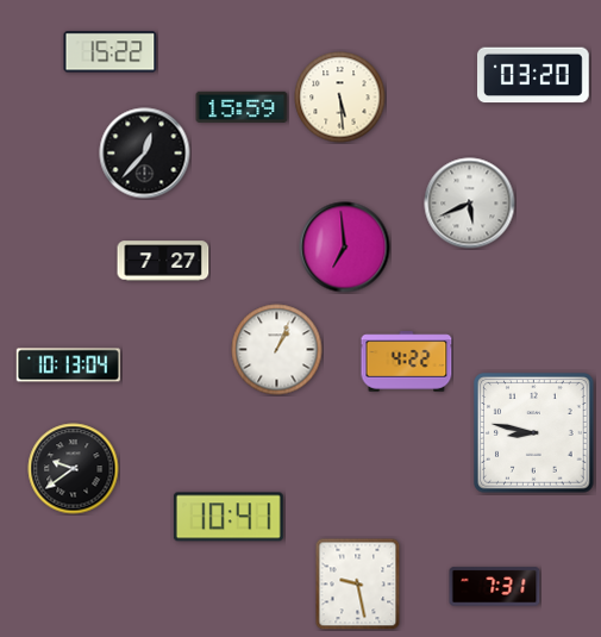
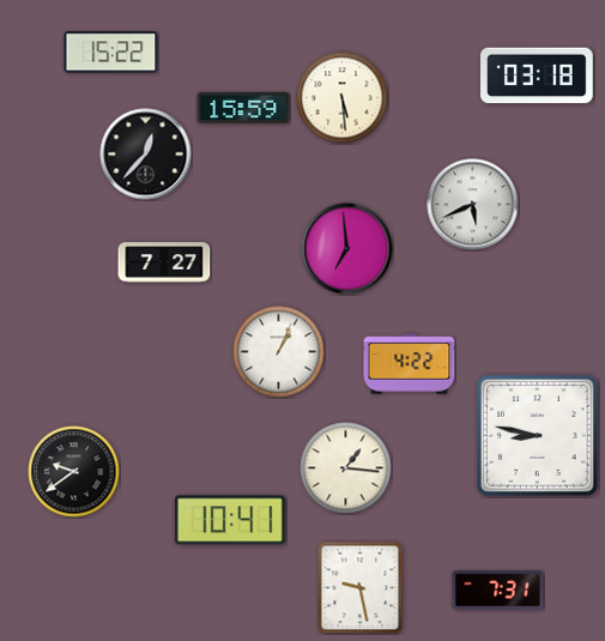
clock at (534, 75): 03:20 -> 03:18
clock at (68, 366): 10:13 -> none
clock at (346, 468): none -> 1:16
